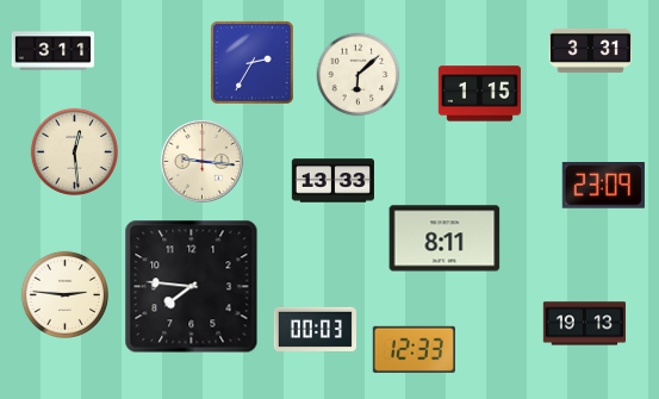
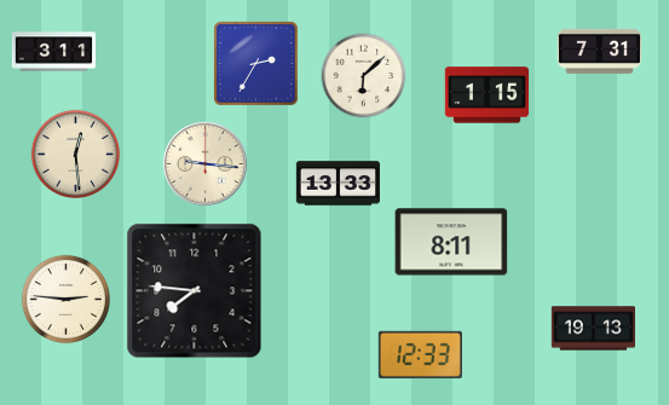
clock at (590, 50): 3:31 -> 7:31
clock at (603, 186): 23:09 -> none
clock at (315, 329): 00:03 -> none
